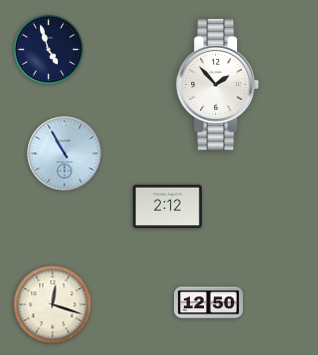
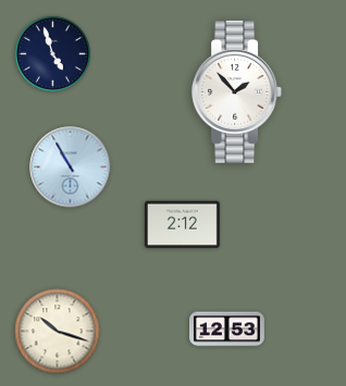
clock at (209, 303): 12:50 -> 12:53
clock at (53, 305): 12:18 -> 10:18
